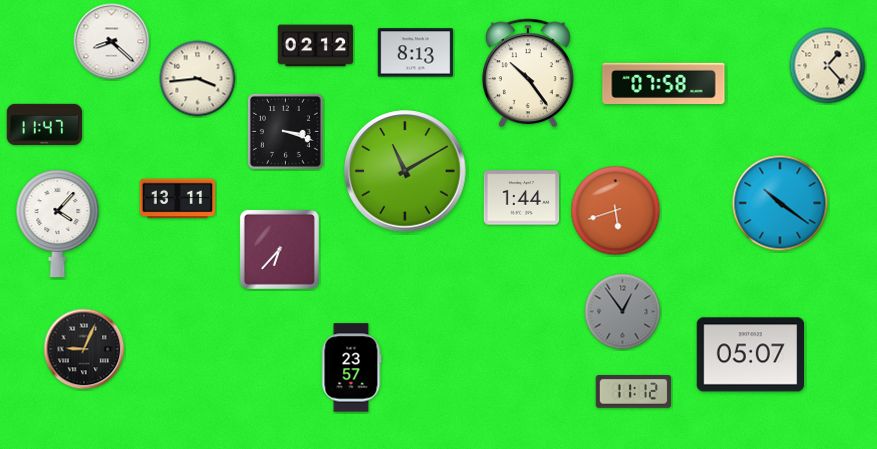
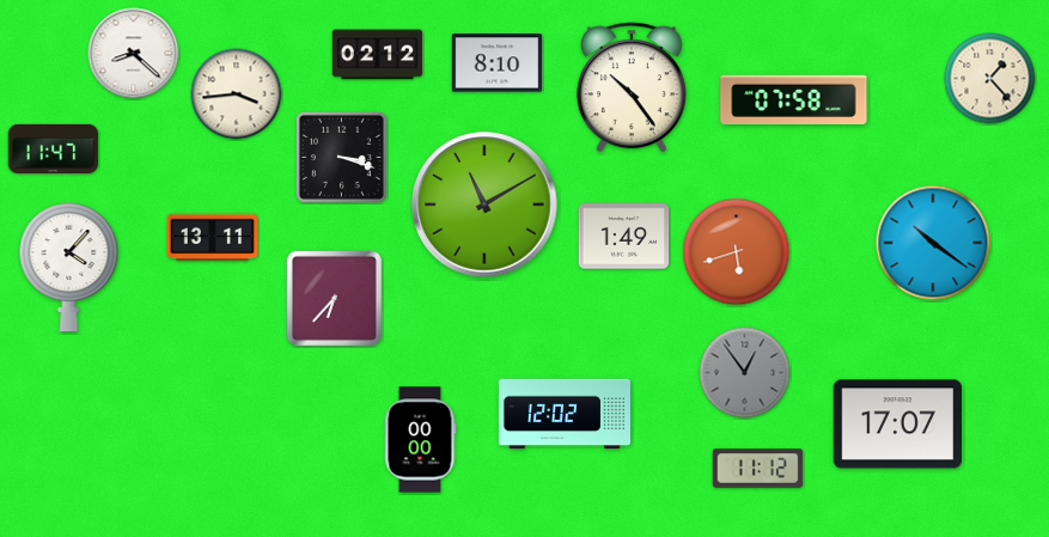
clock at (112, 42) position: (112, 42) -> (134, 54)
clock at (416, 53): 8:13 -> 8:10
clock at (522, 198): 1:44 -> 1:49
clock at (565, 414): none -> 12:02
clock at (84, 349): 9:04 -> none
clock at (750, 355): 05:07 -> 17:07
clock at (352, 368): 23:57 -> 00:00
